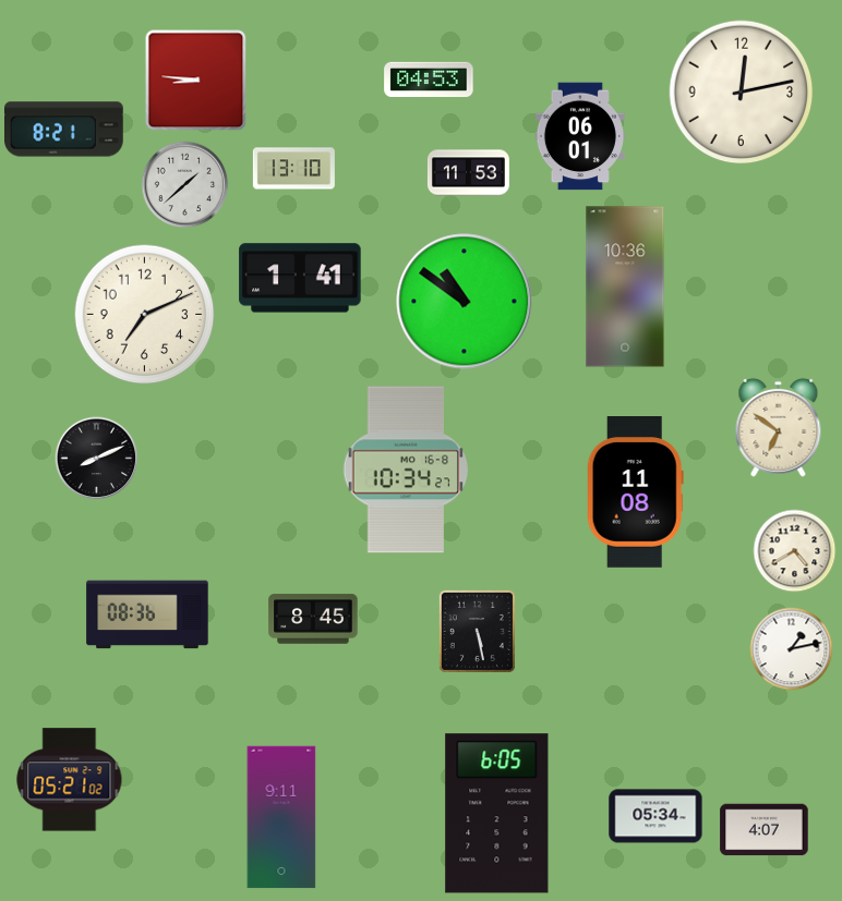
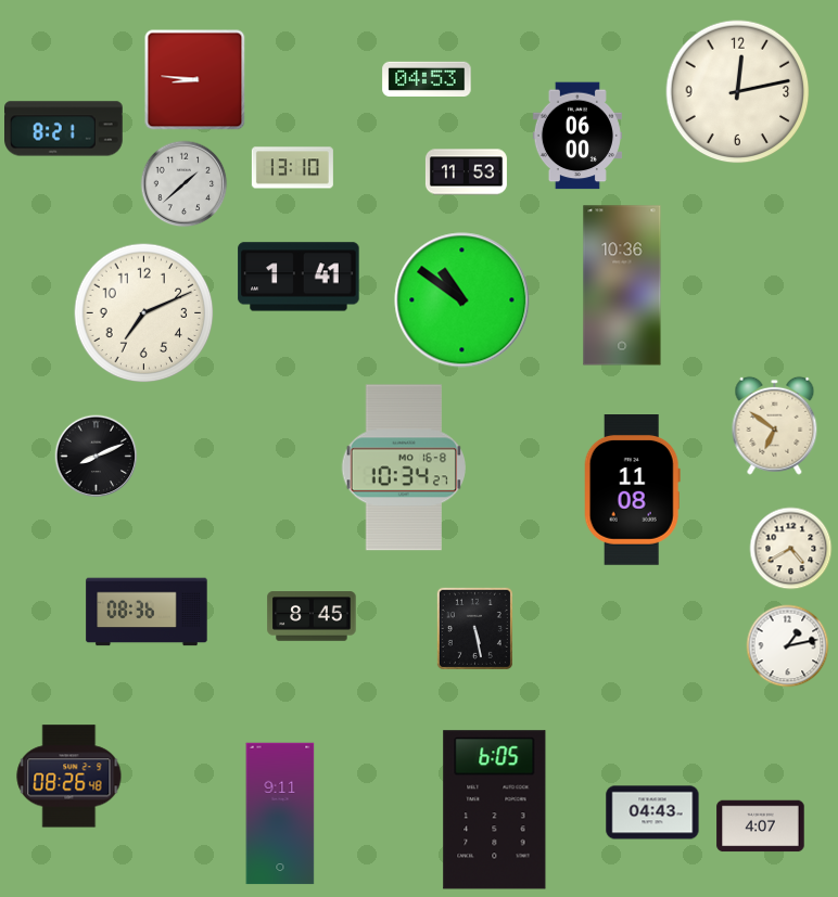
clock at (580, 136): 06:01 -> 06:00
clock at (70, 780): 05:21 -> 08:26
clock at (655, 816): 05:34 -> 04:43
